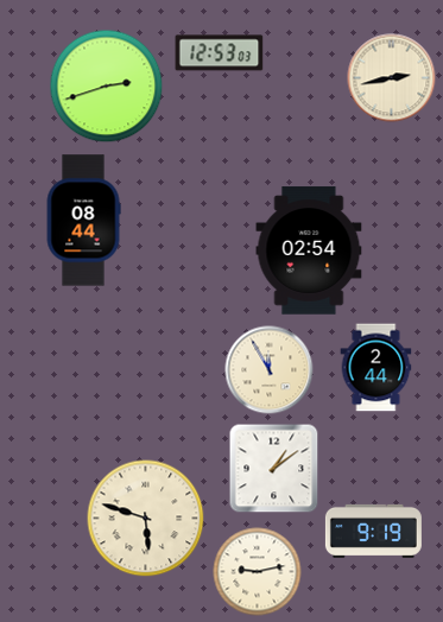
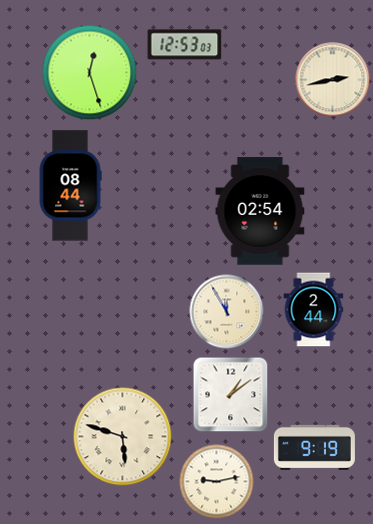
clock at (392, 78) position: (392, 78) -> (333, 80)
clock at (107, 87): 2:42 -> 12:27
clock at (376, 368) position: (376, 368) -> (314, 310)
